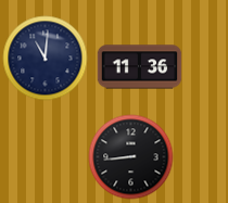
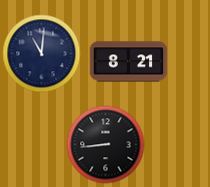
clock at (139, 67): 11:36 -> 8:21
clock at (130, 156) position: (130, 156) -> (105, 144)
